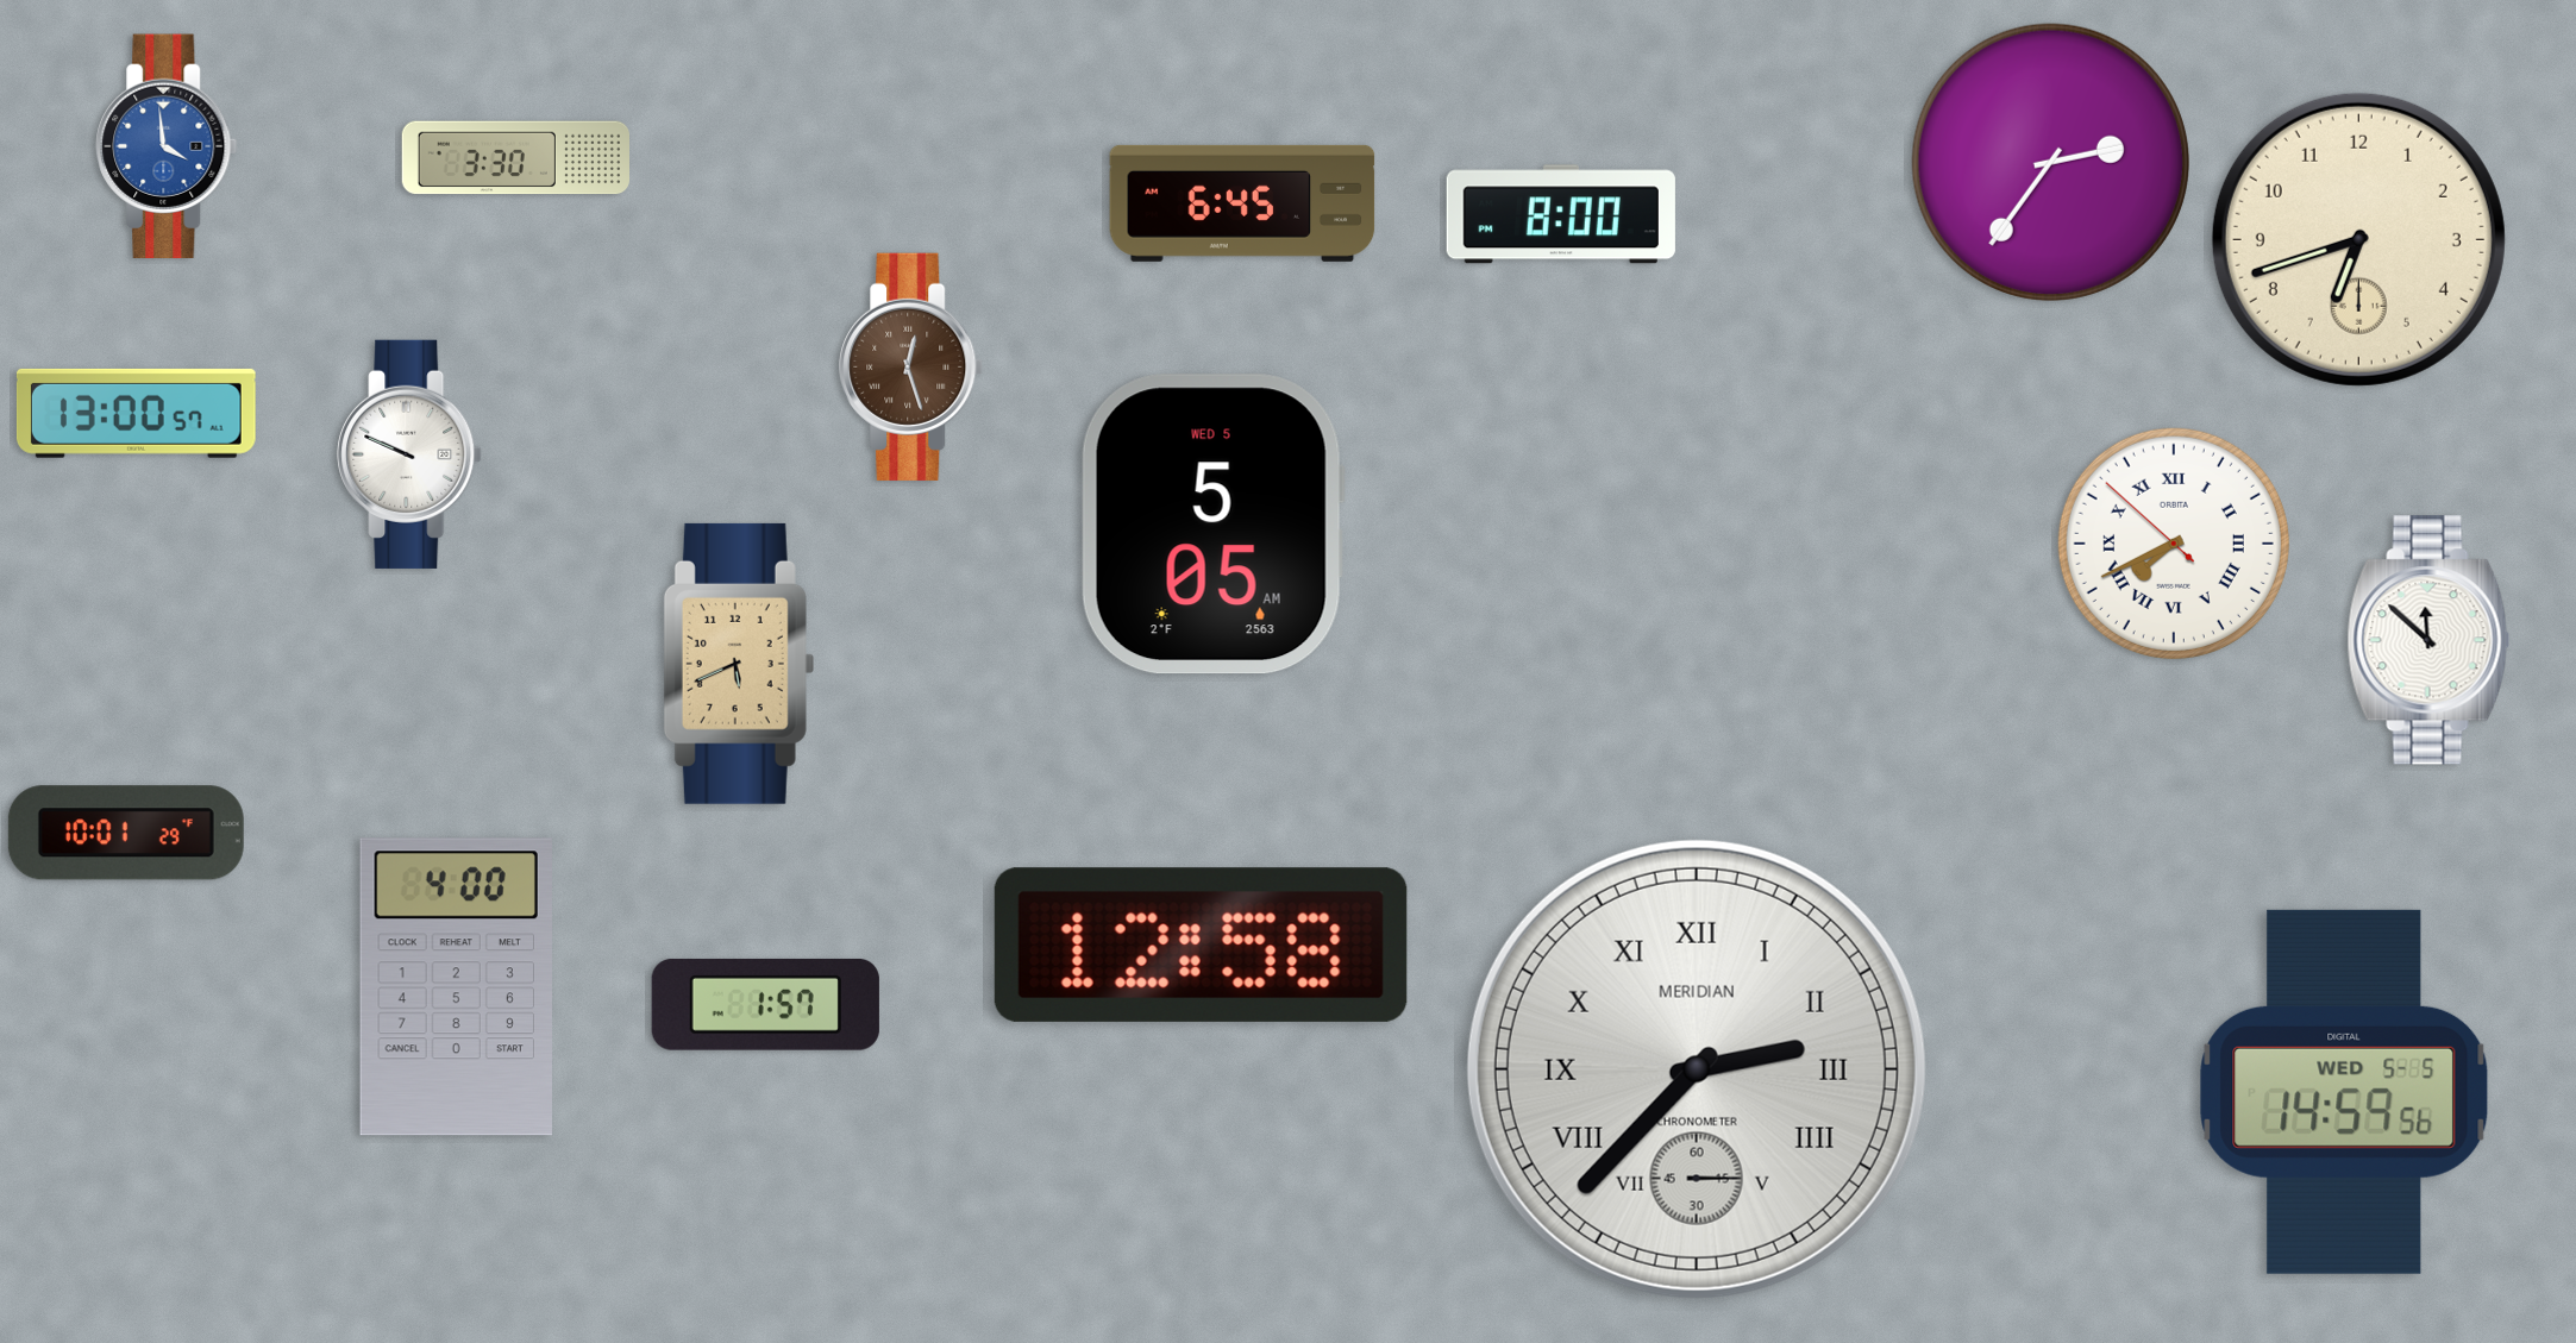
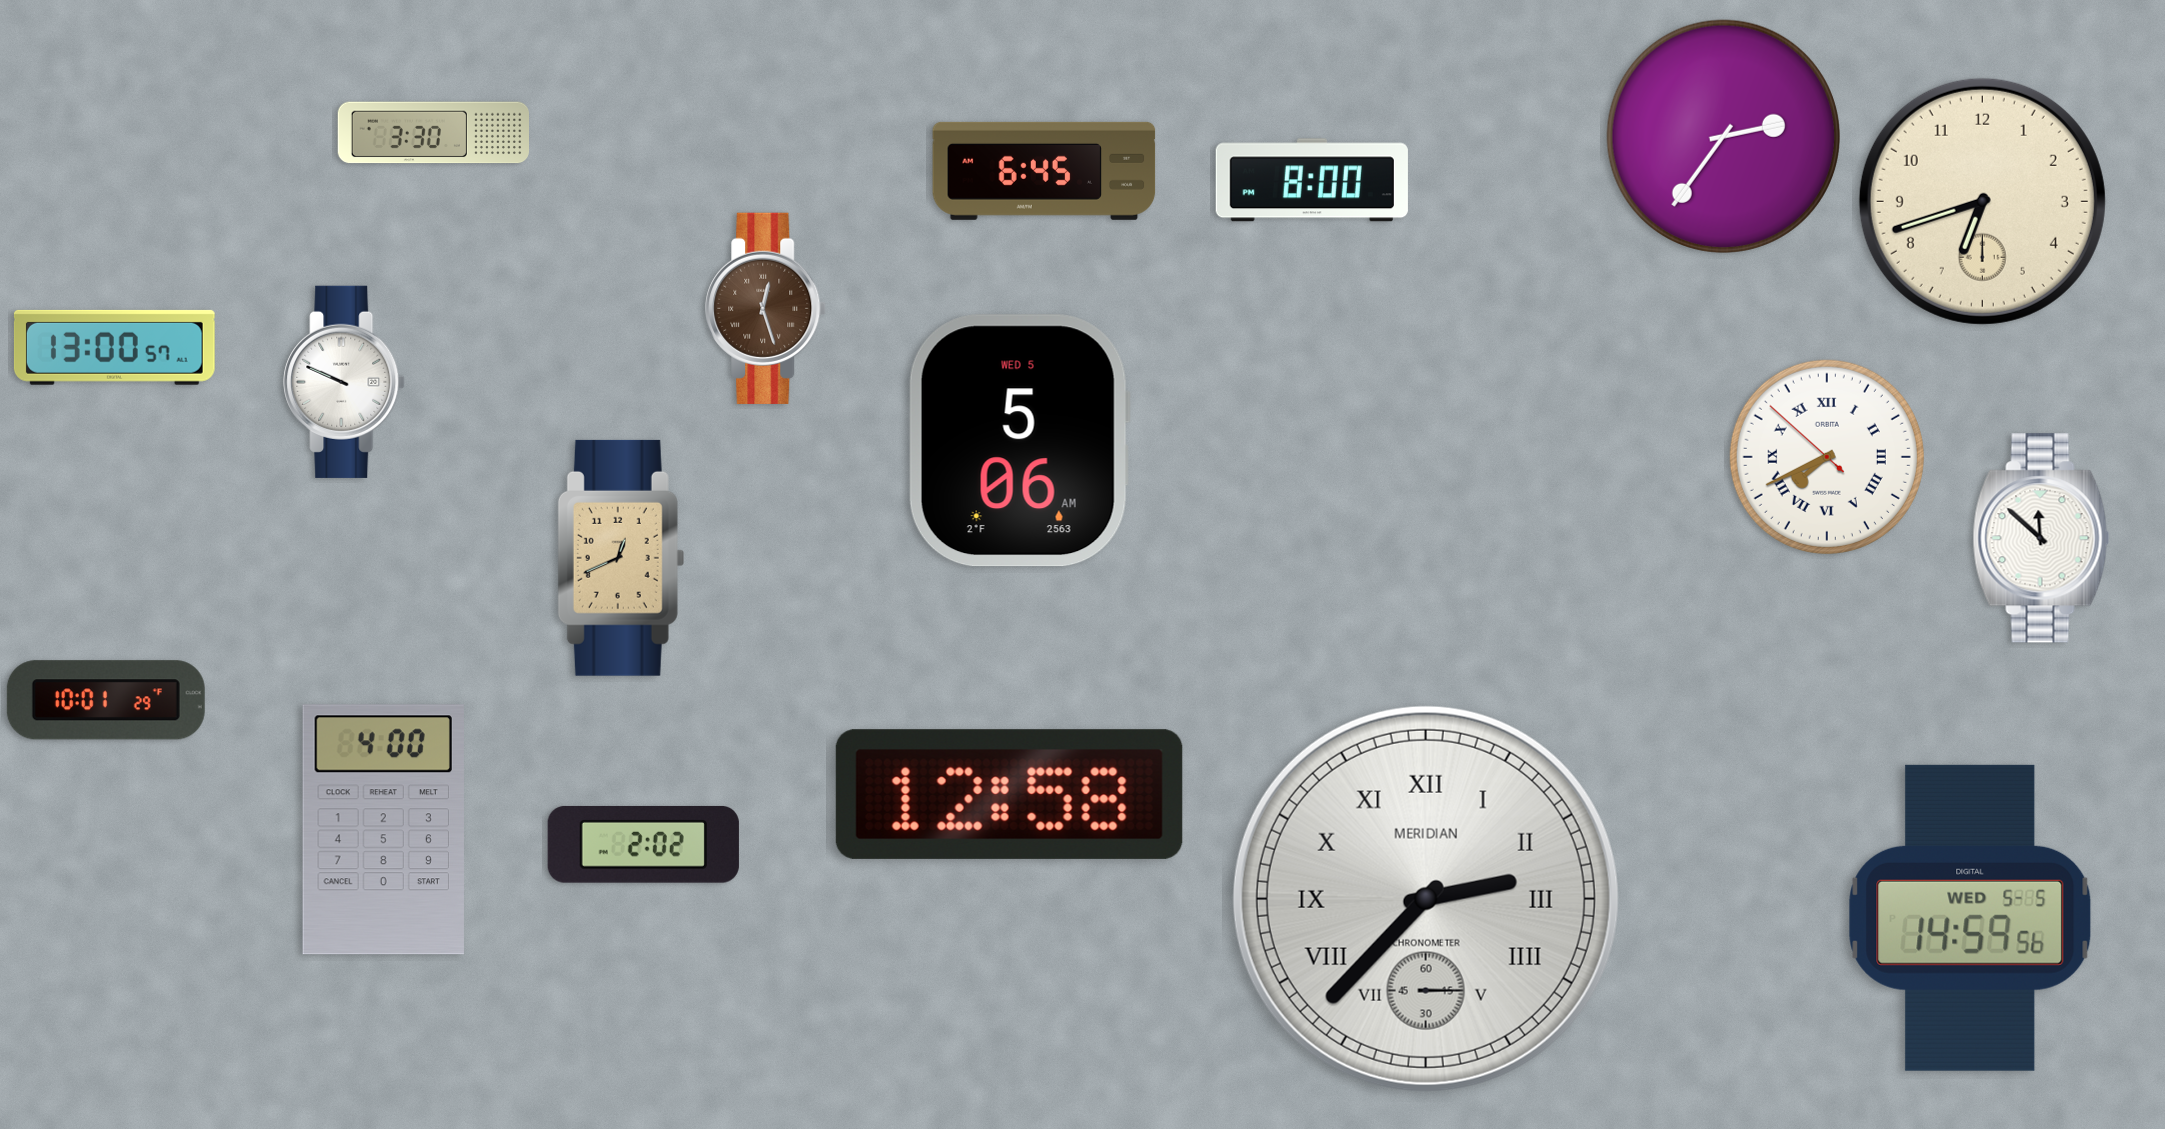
clock at (167, 146): 3:59 -> none
clock at (1212, 525): 5:05 -> 5:06
clock at (739, 664): 5:41 -> 12:41
clock at (765, 1004): 1:57 -> 2:02
